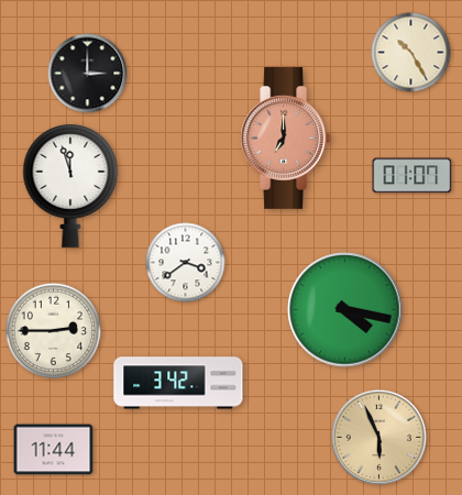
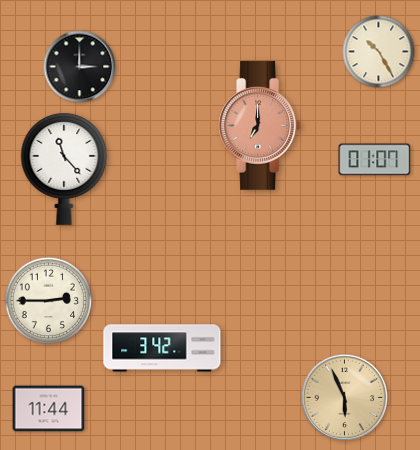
clock at (411, 53) position: (411, 53) -> (379, 52)
clock at (70, 186): 11:57 -> 11:23
clock at (186, 263): 3:39 -> none
clock at (345, 310): 4:17 -> none
